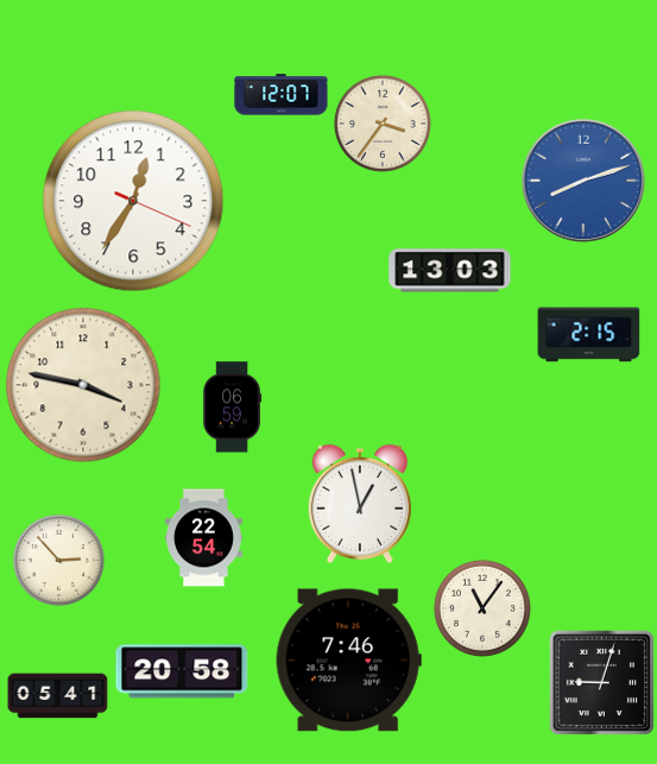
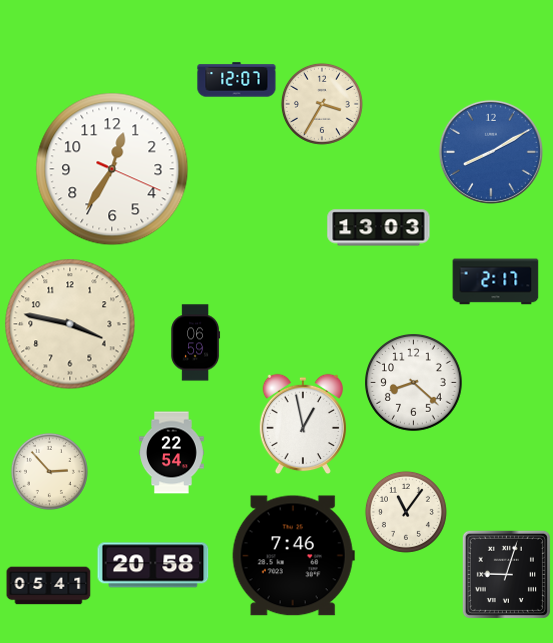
clock at (383, 124): 3:36 -> 3:35
clock at (583, 181): 8:12 -> 8:10
clock at (589, 335): 2:15 -> 2:17
clock at (414, 383): none -> 8:22
